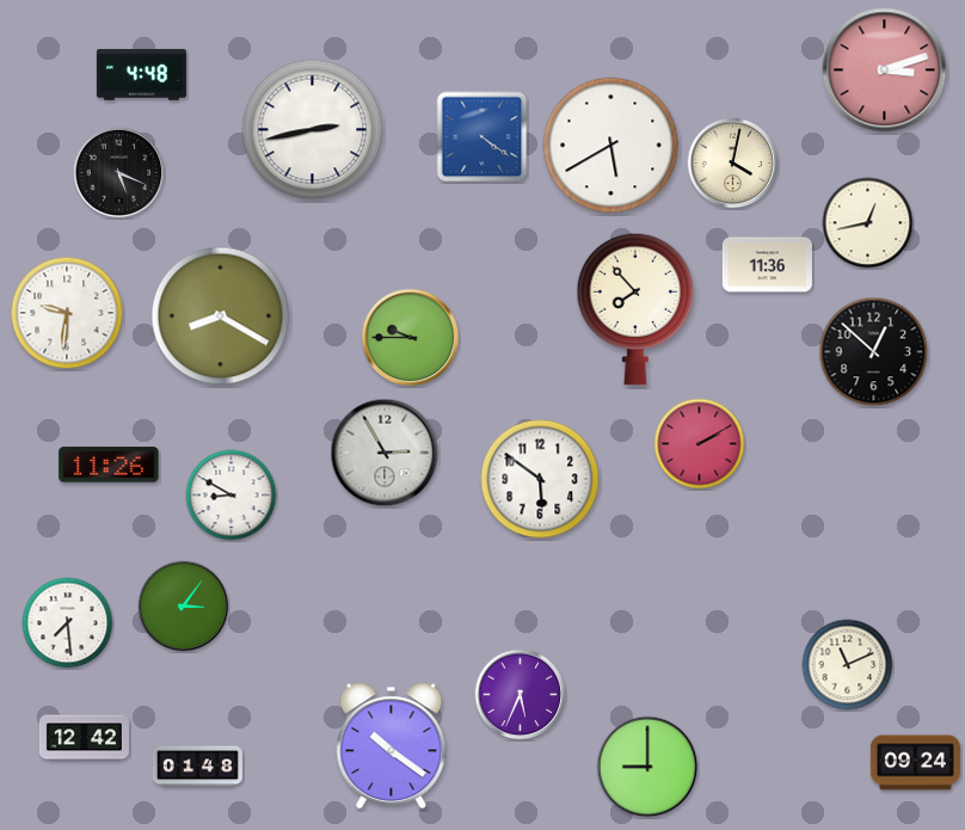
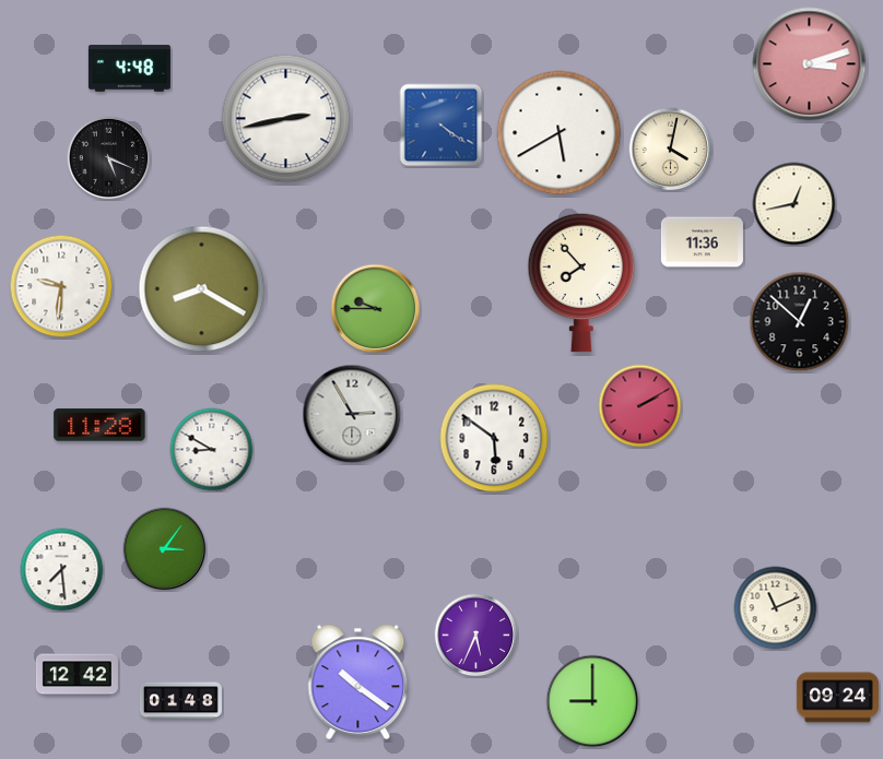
clock at (109, 465): 11:26 -> 11:28
clock at (232, 496) position: (232, 496) -> (212, 450)
clock at (184, 607) position: (184, 607) -> (165, 549)
